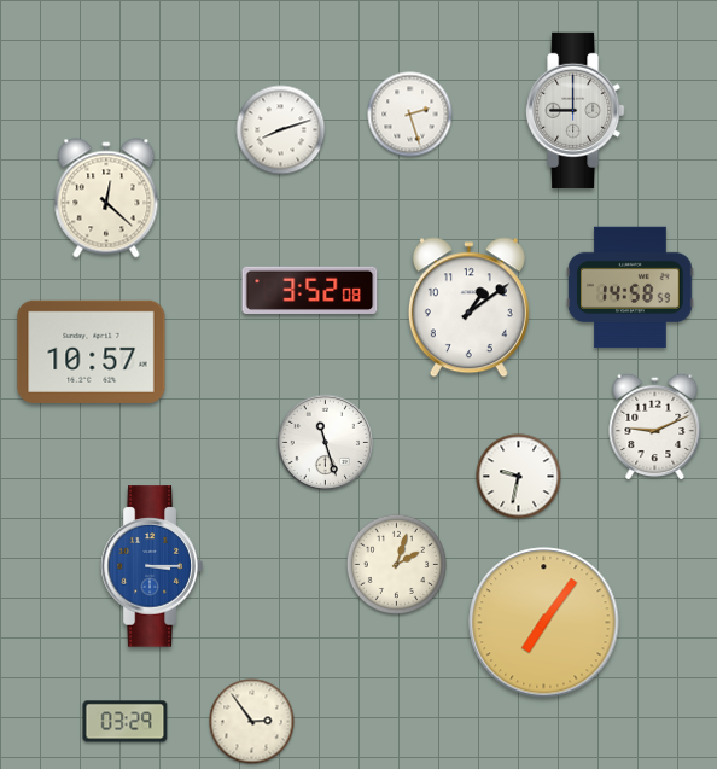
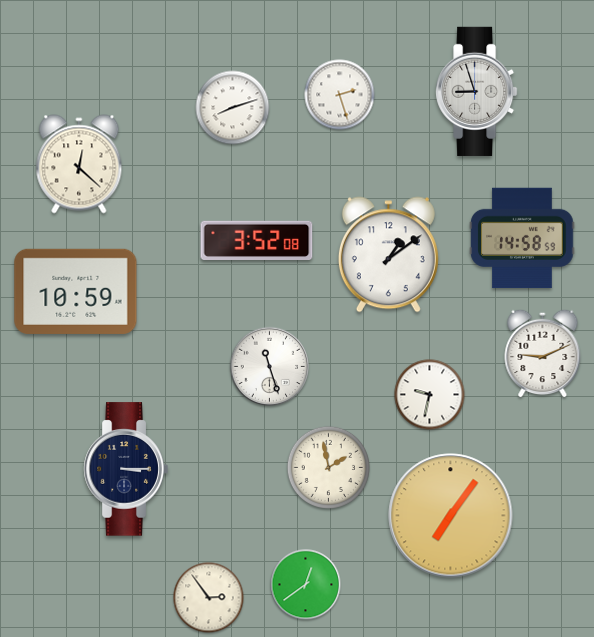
clock at (576, 110): 9:00 -> 8:57
clock at (106, 198) position: (106, 198) -> (79, 164)
clock at (92, 351): 10:57 -> 10:59
clock at (396, 564): 2:03 -> 1:58
clock at (152, 566) dial: blue -> navy
clock at (306, 585): none -> 12:39
clock at (126, 722): 03:29 -> none
